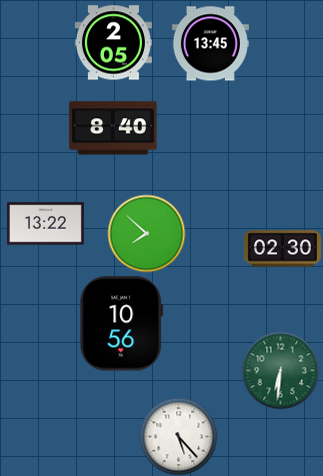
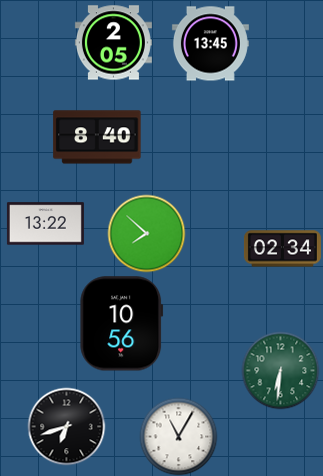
clock at (113, 128) position: (113, 128) -> (97, 137)
clock at (282, 249): 02:30 -> 02:34
clock at (66, 426): none -> 6:42
clock at (178, 436): 5:23 -> 11:05
